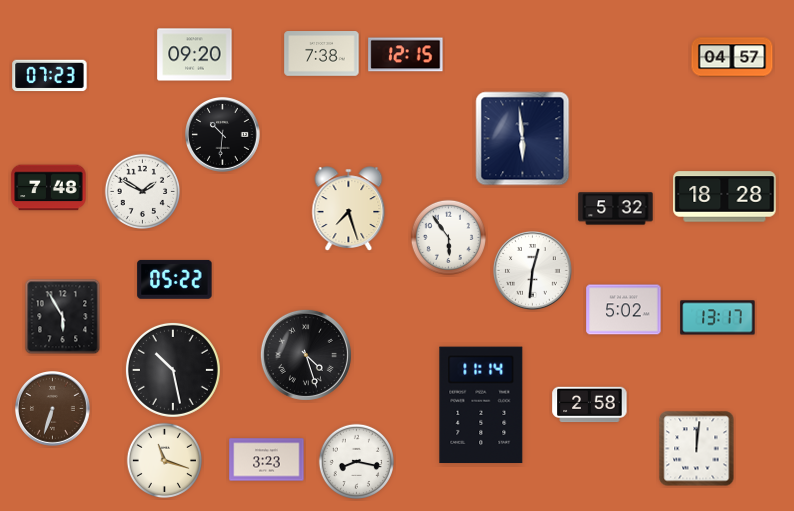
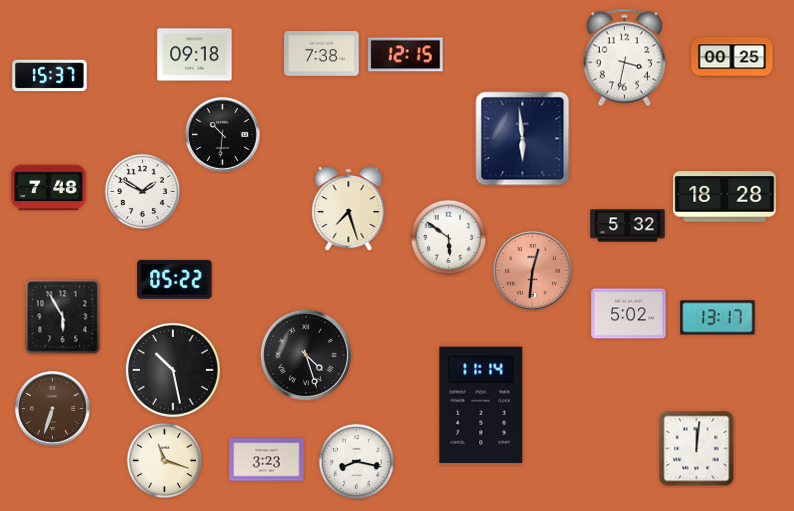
clock at (195, 55): 09:20 -> 09:18
clock at (732, 57): 04:57 -> 00:25
clock at (624, 58): none -> 3:32
clock at (50, 76): 07:23 -> 15:37
clock at (616, 209) position: (616, 209) -> (628, 226)
clock at (448, 237): 5:54 -> 5:51
clock at (533, 271) dial: white -> salmon
clock at (624, 310) position: (624, 310) -> (629, 314)
clock at (590, 405): 2:58 -> none
